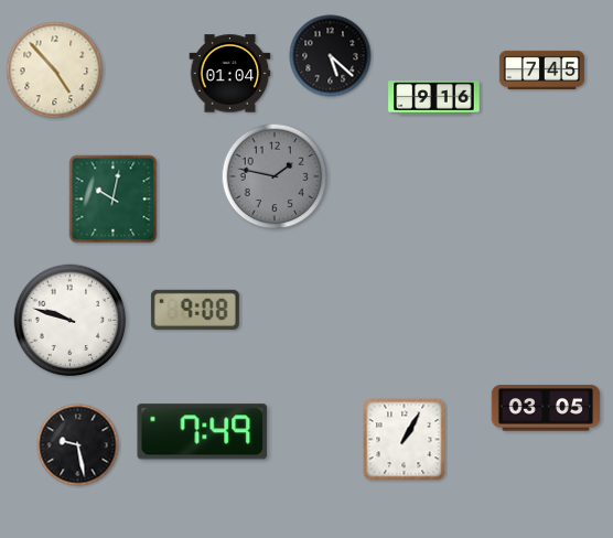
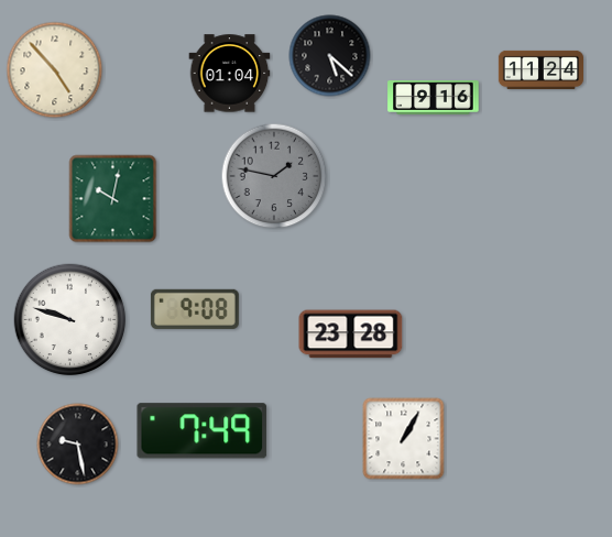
clock at (541, 69): 7:45 -> 11:24
clock at (351, 335): none -> 23:28
clock at (546, 408): 03:05 -> none
